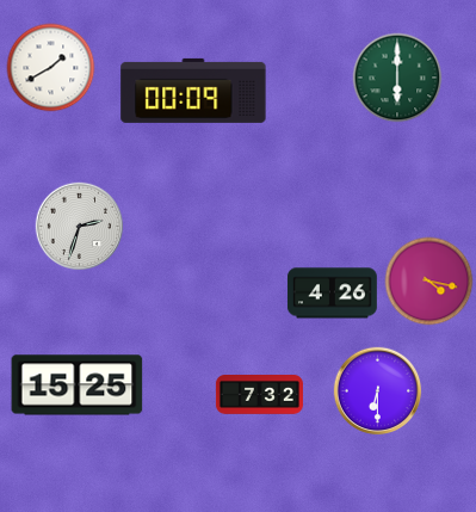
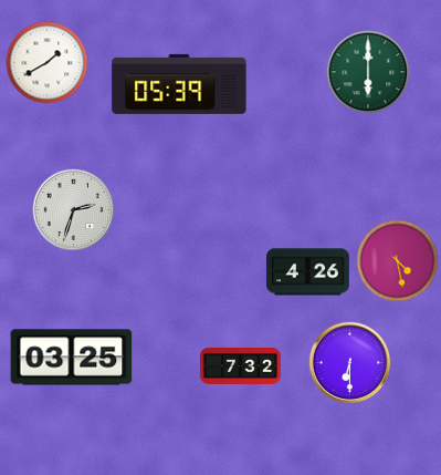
clock at (193, 91): 00:09 -> 05:39
clock at (429, 282): 4:17 -> 4:28
clock at (78, 385): 15:25 -> 03:25
